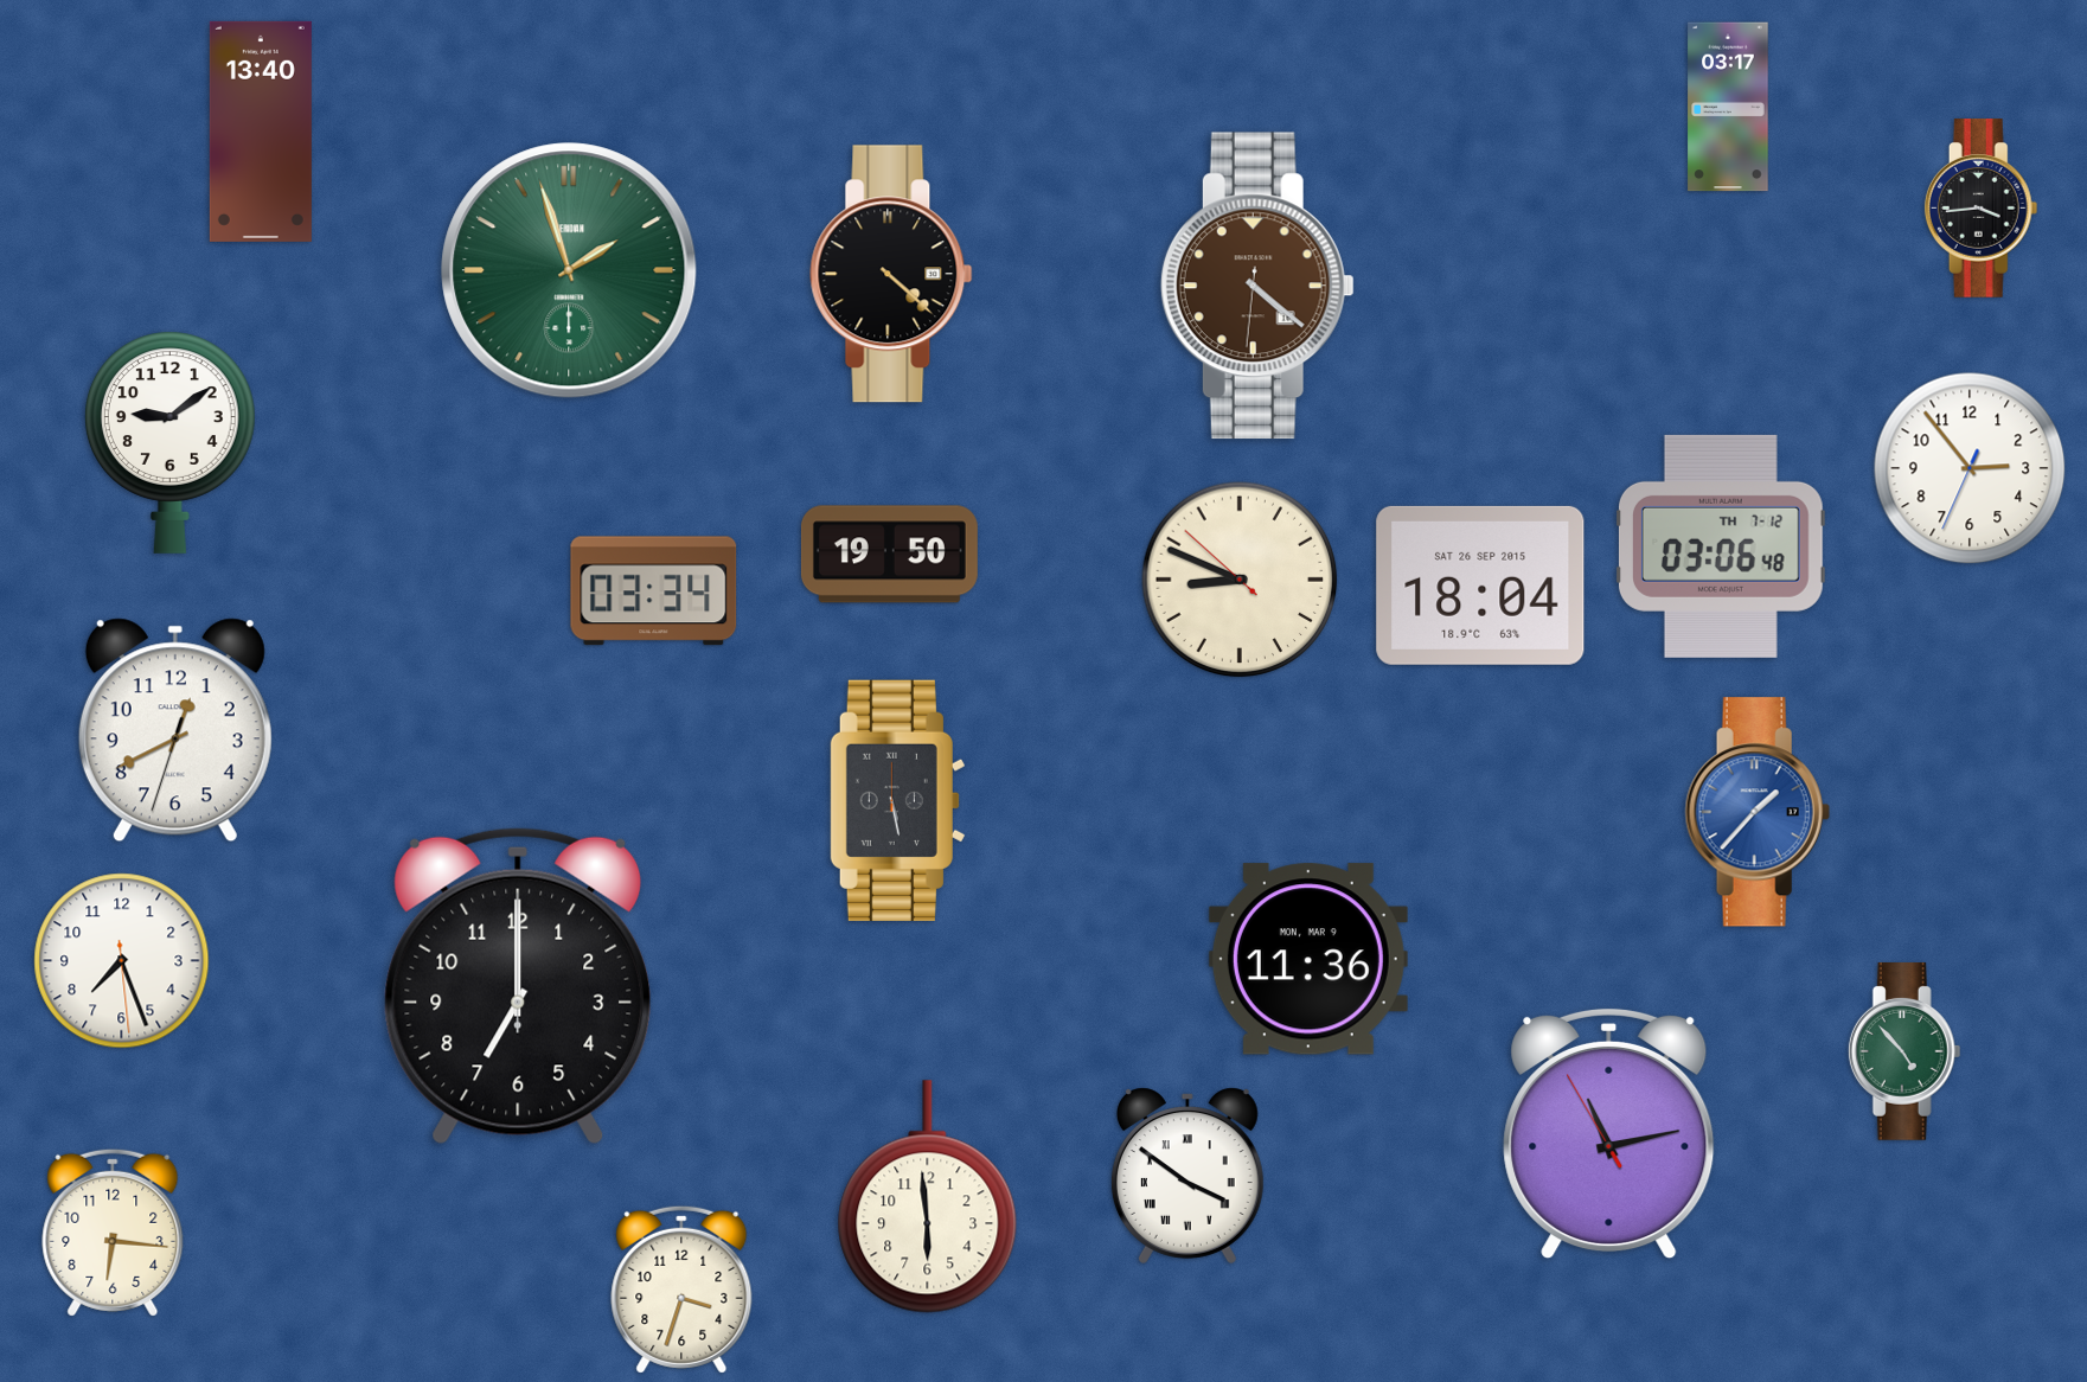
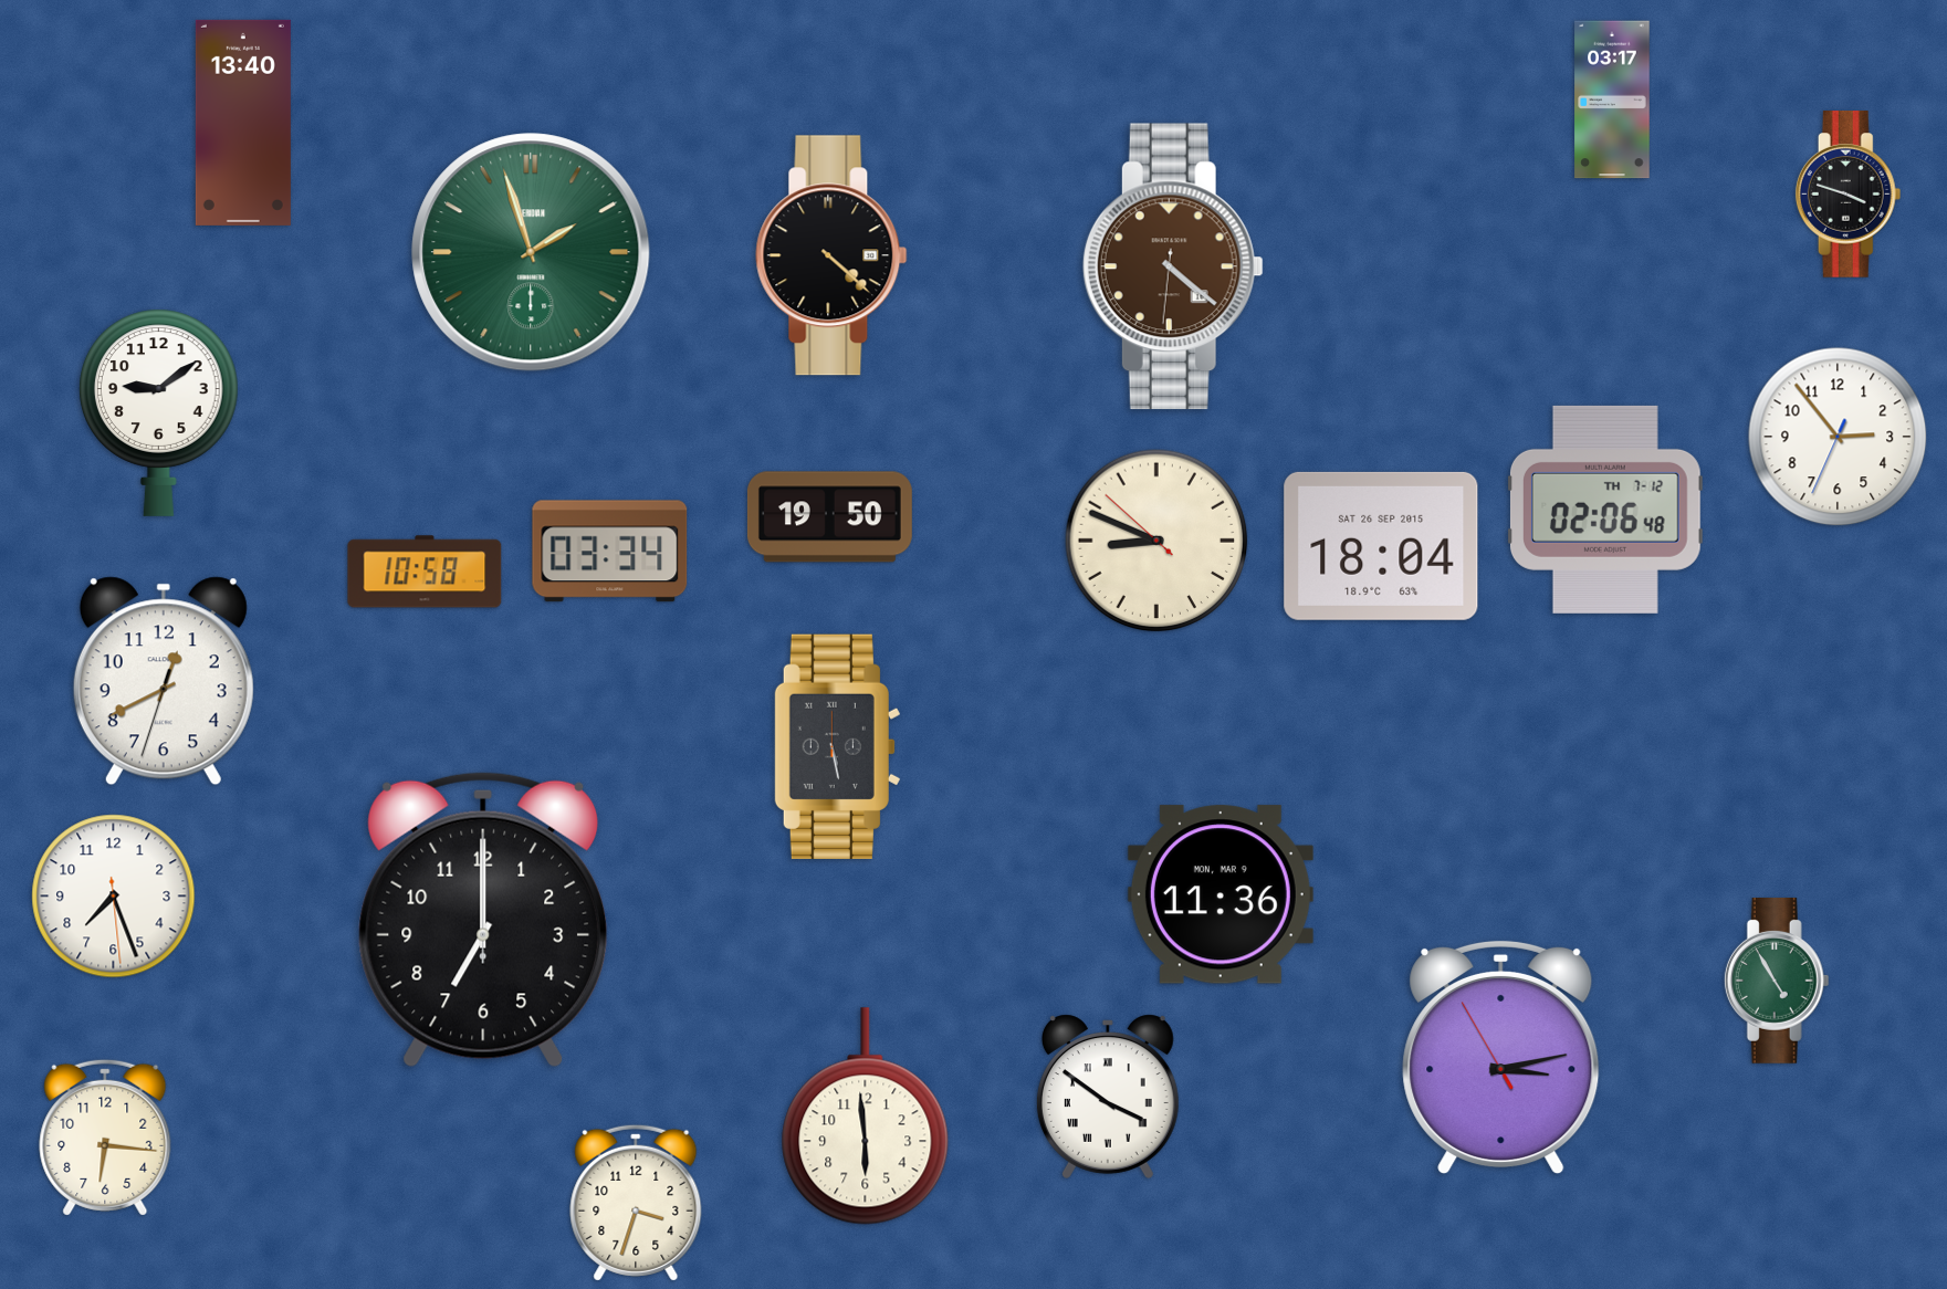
clock at (1982, 209): 3:44 -> 3:48
clock at (1721, 546): 03:06 -> 02:06
clock at (425, 572): none -> 10:58
clock at (1758, 812): 1:37 -> none
clock at (1904, 1053): 4:53 -> 4:55
clock at (1609, 1134): 11:12 -> 3:12
clock at (113, 1233) position: (113, 1233) -> (105, 1138)
